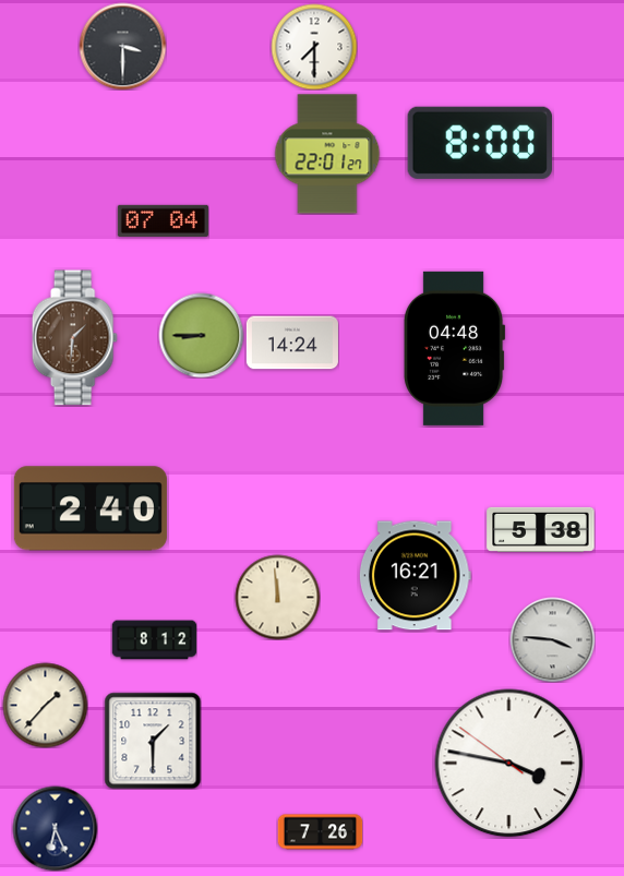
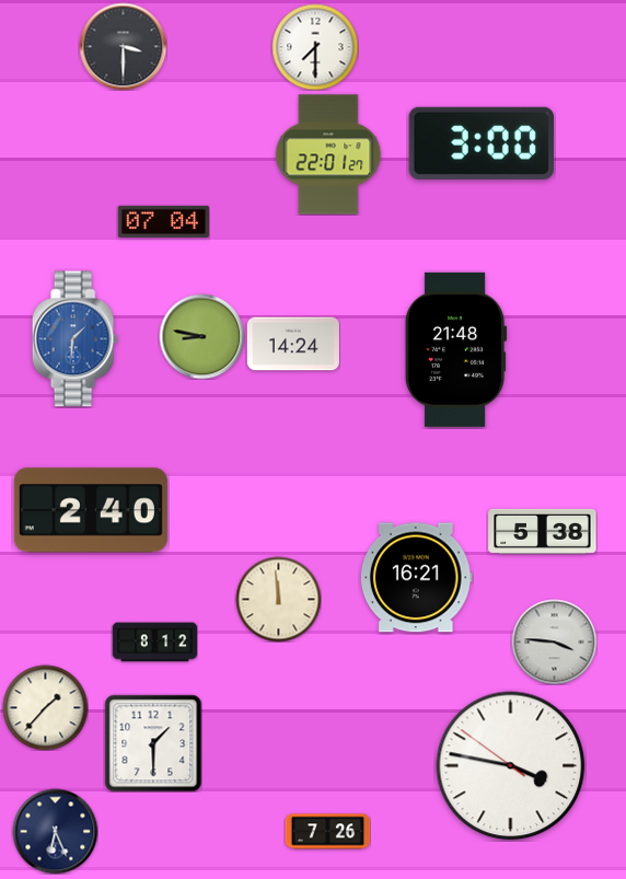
clock at (480, 143): 8:00 -> 3:00
clock at (201, 335): 8:45 -> 8:47
clock at (74, 338) dial: brown -> blue
clock at (454, 348): 04:48 -> 21:48
clock at (320, 832) position: (320, 832) -> (327, 832)
